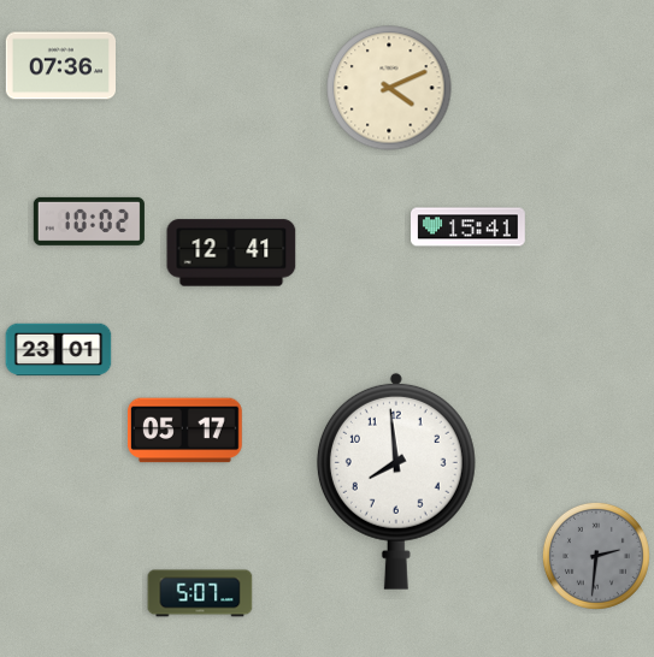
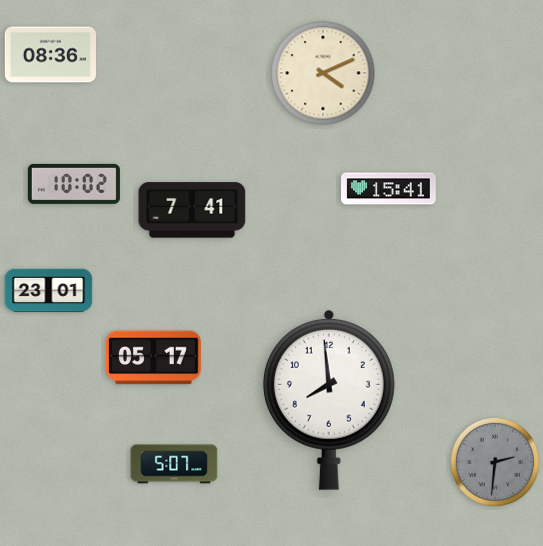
clock at (60, 66): 07:36 -> 08:36
clock at (231, 253): 12:41 -> 7:41
clock at (200, 593) position: (200, 593) -> (174, 464)
